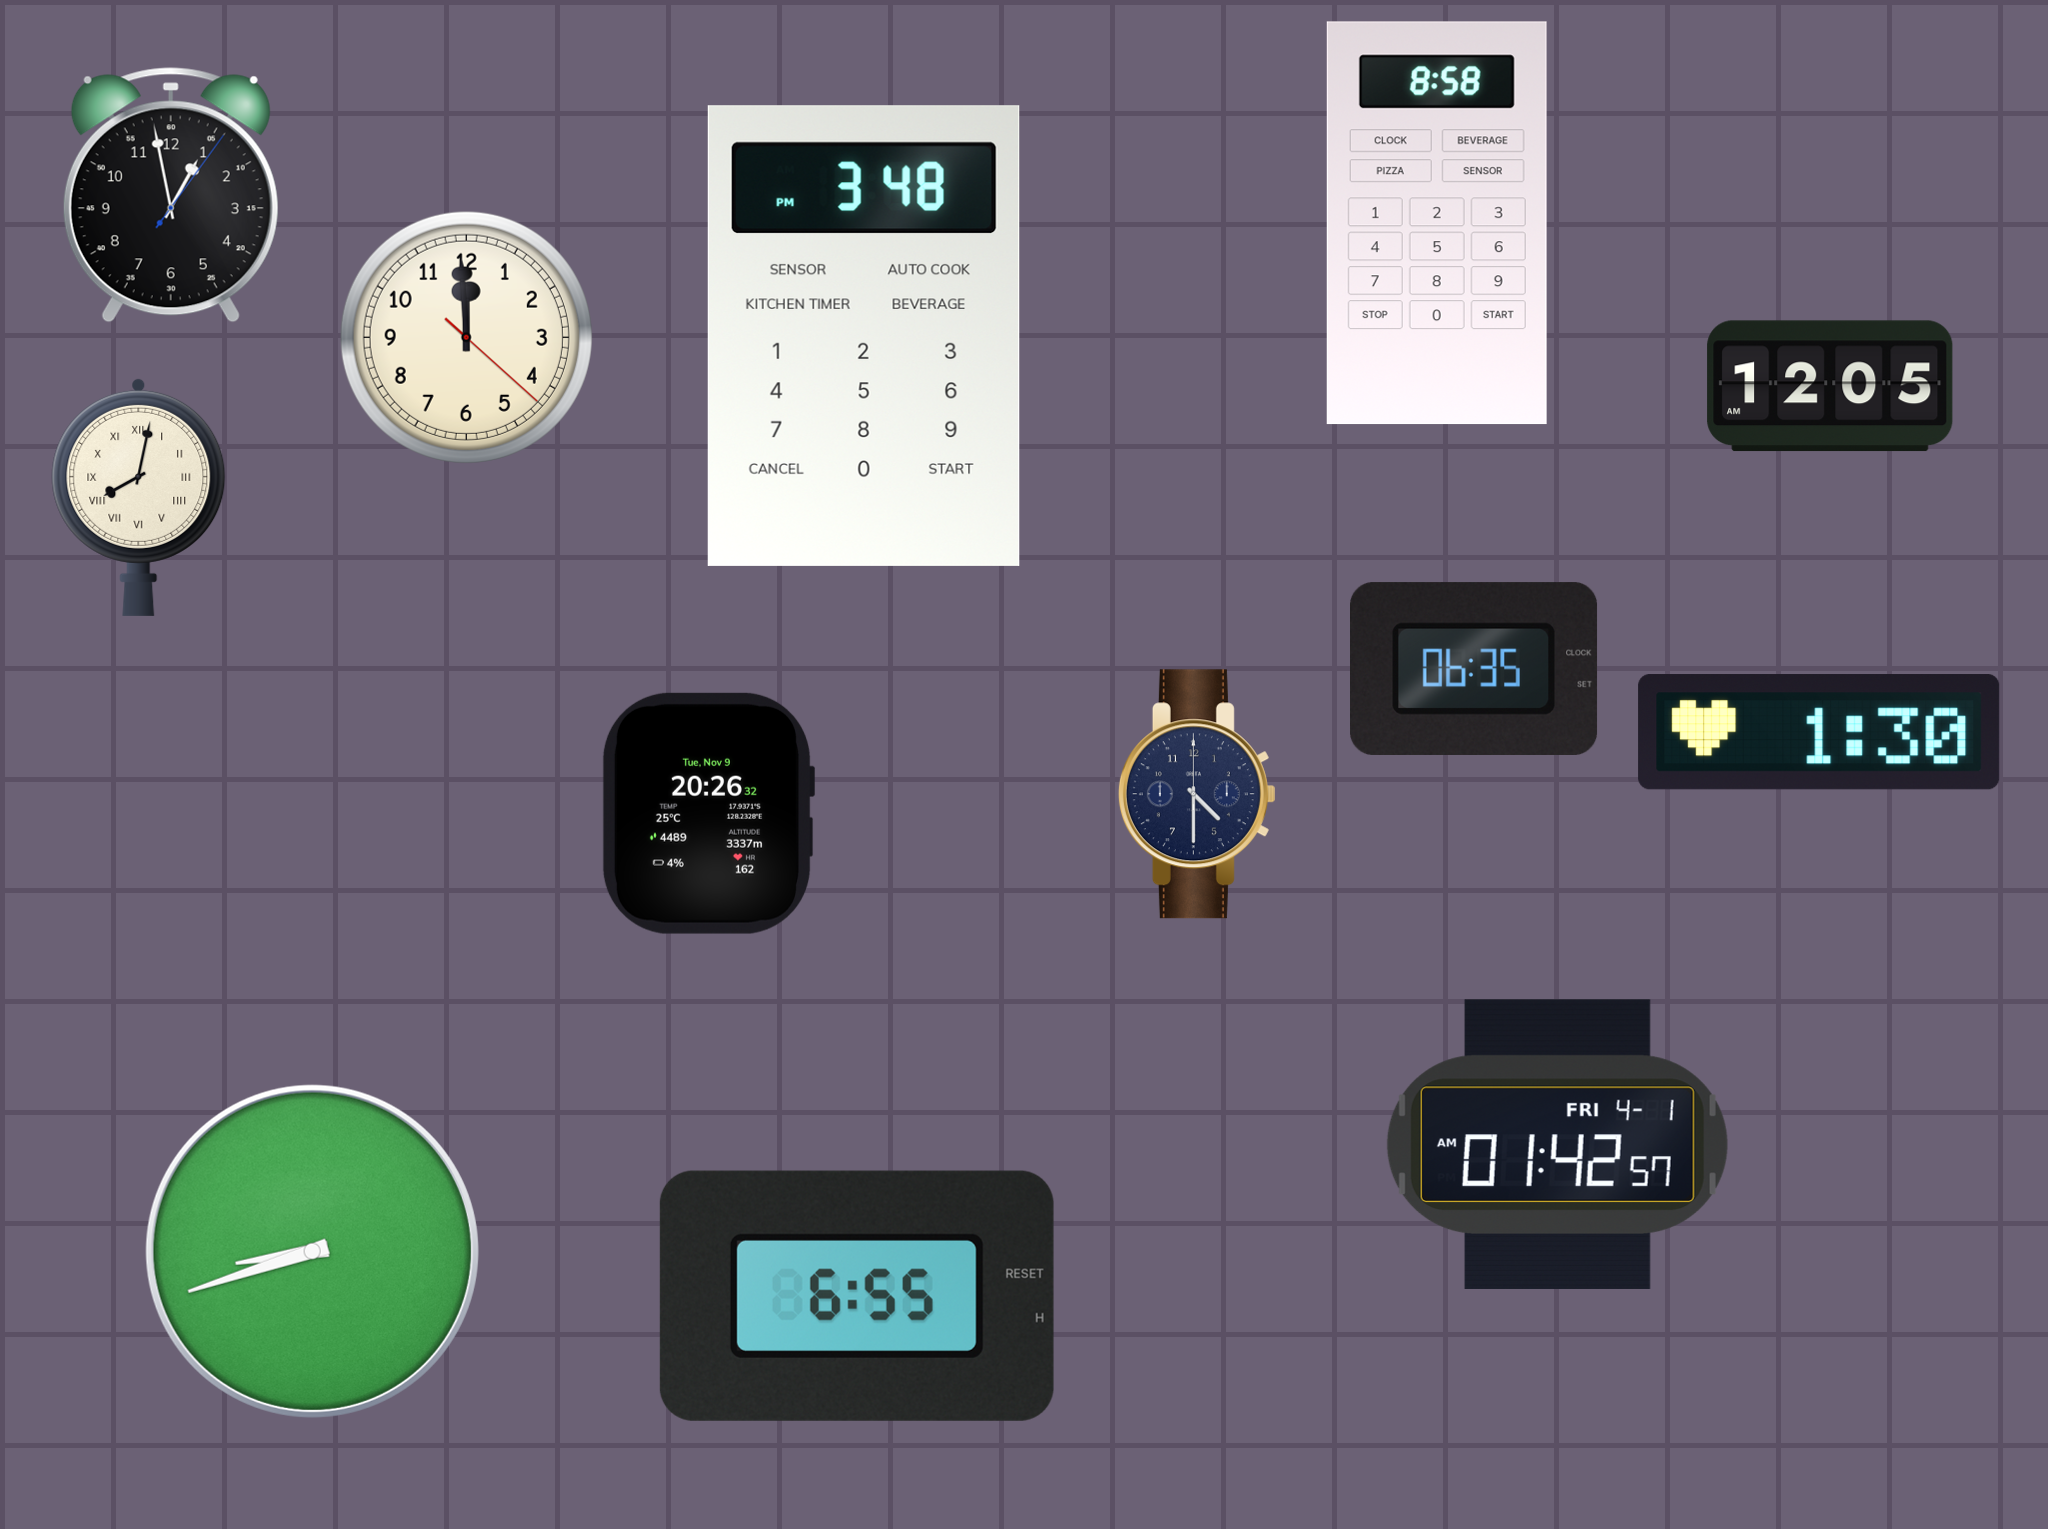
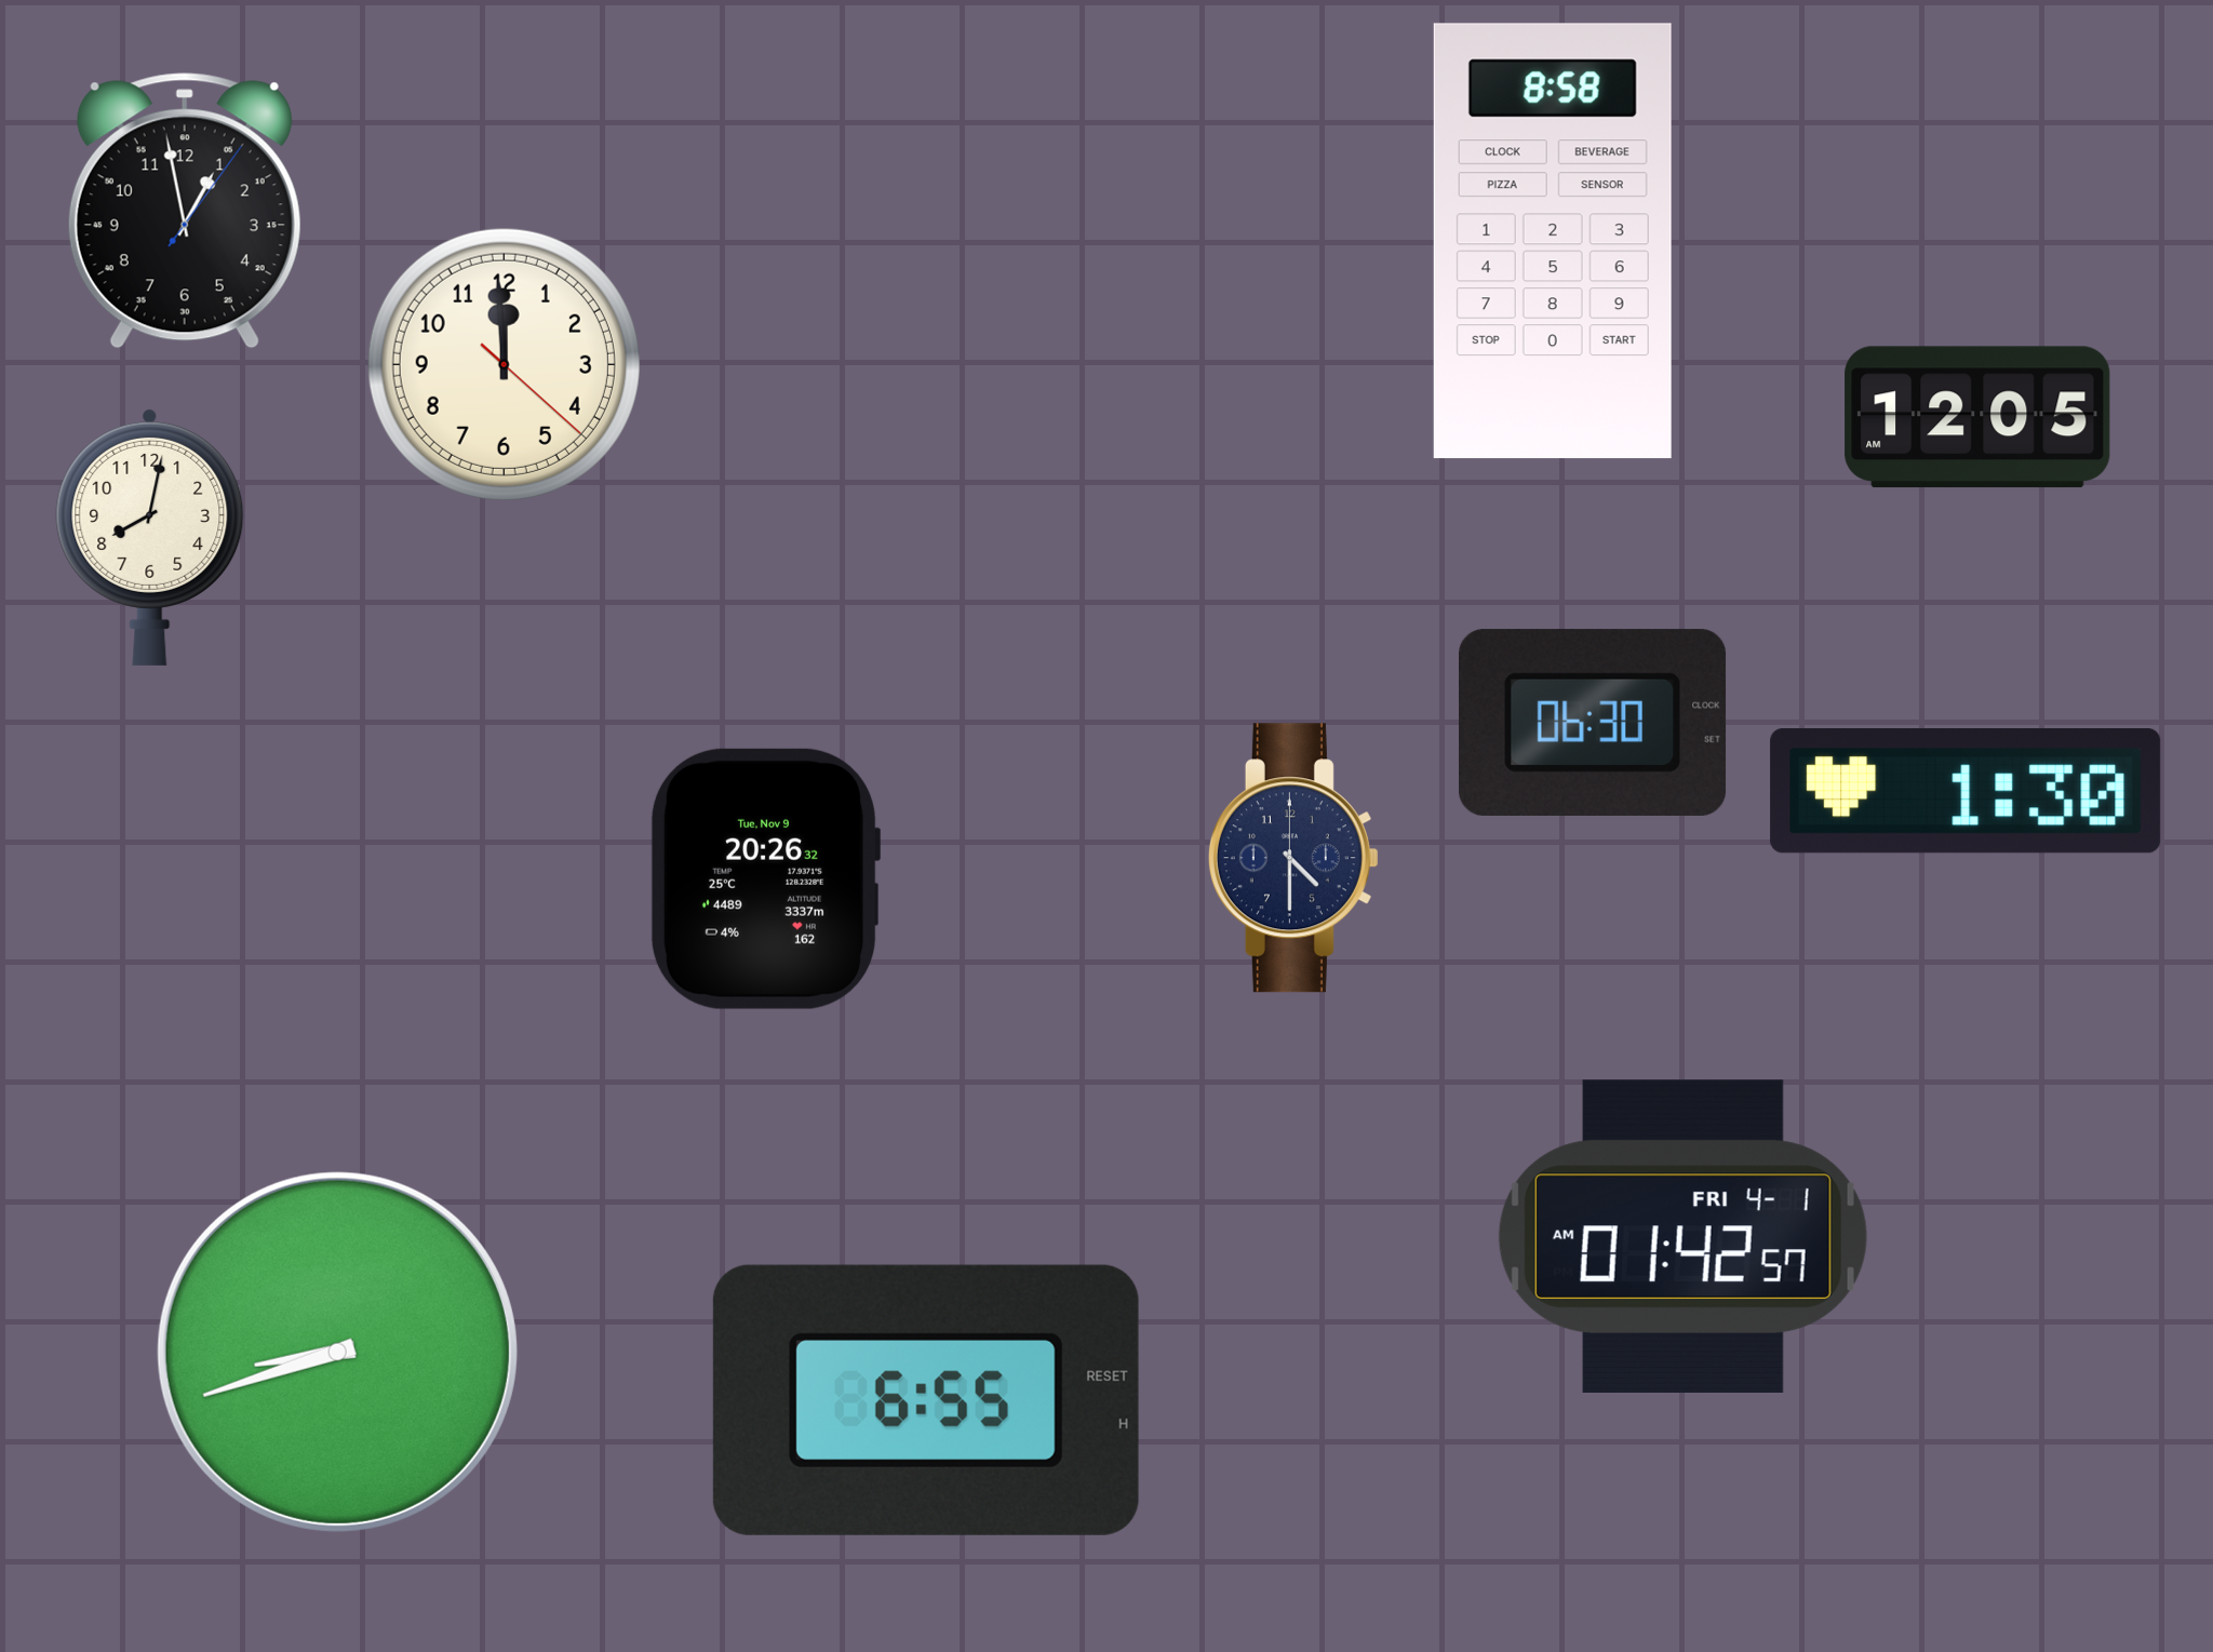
clock at (864, 336): 3:48 -> none
clock at (139, 497) numerals: Roman -> Arabic
clock at (1475, 669): 06:35 -> 06:30
